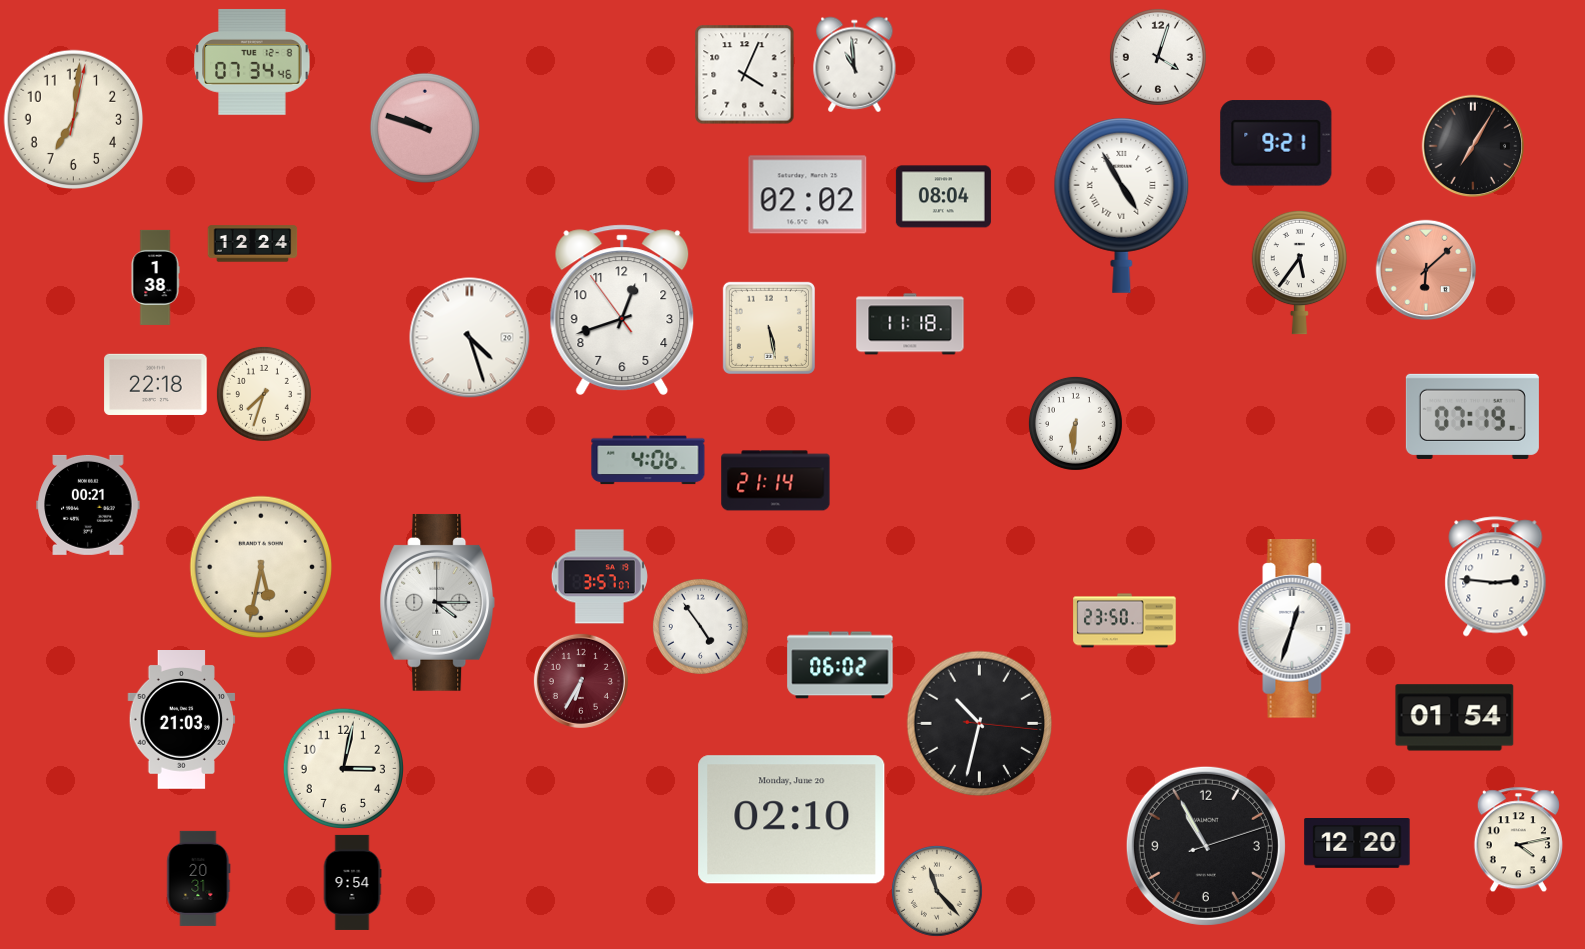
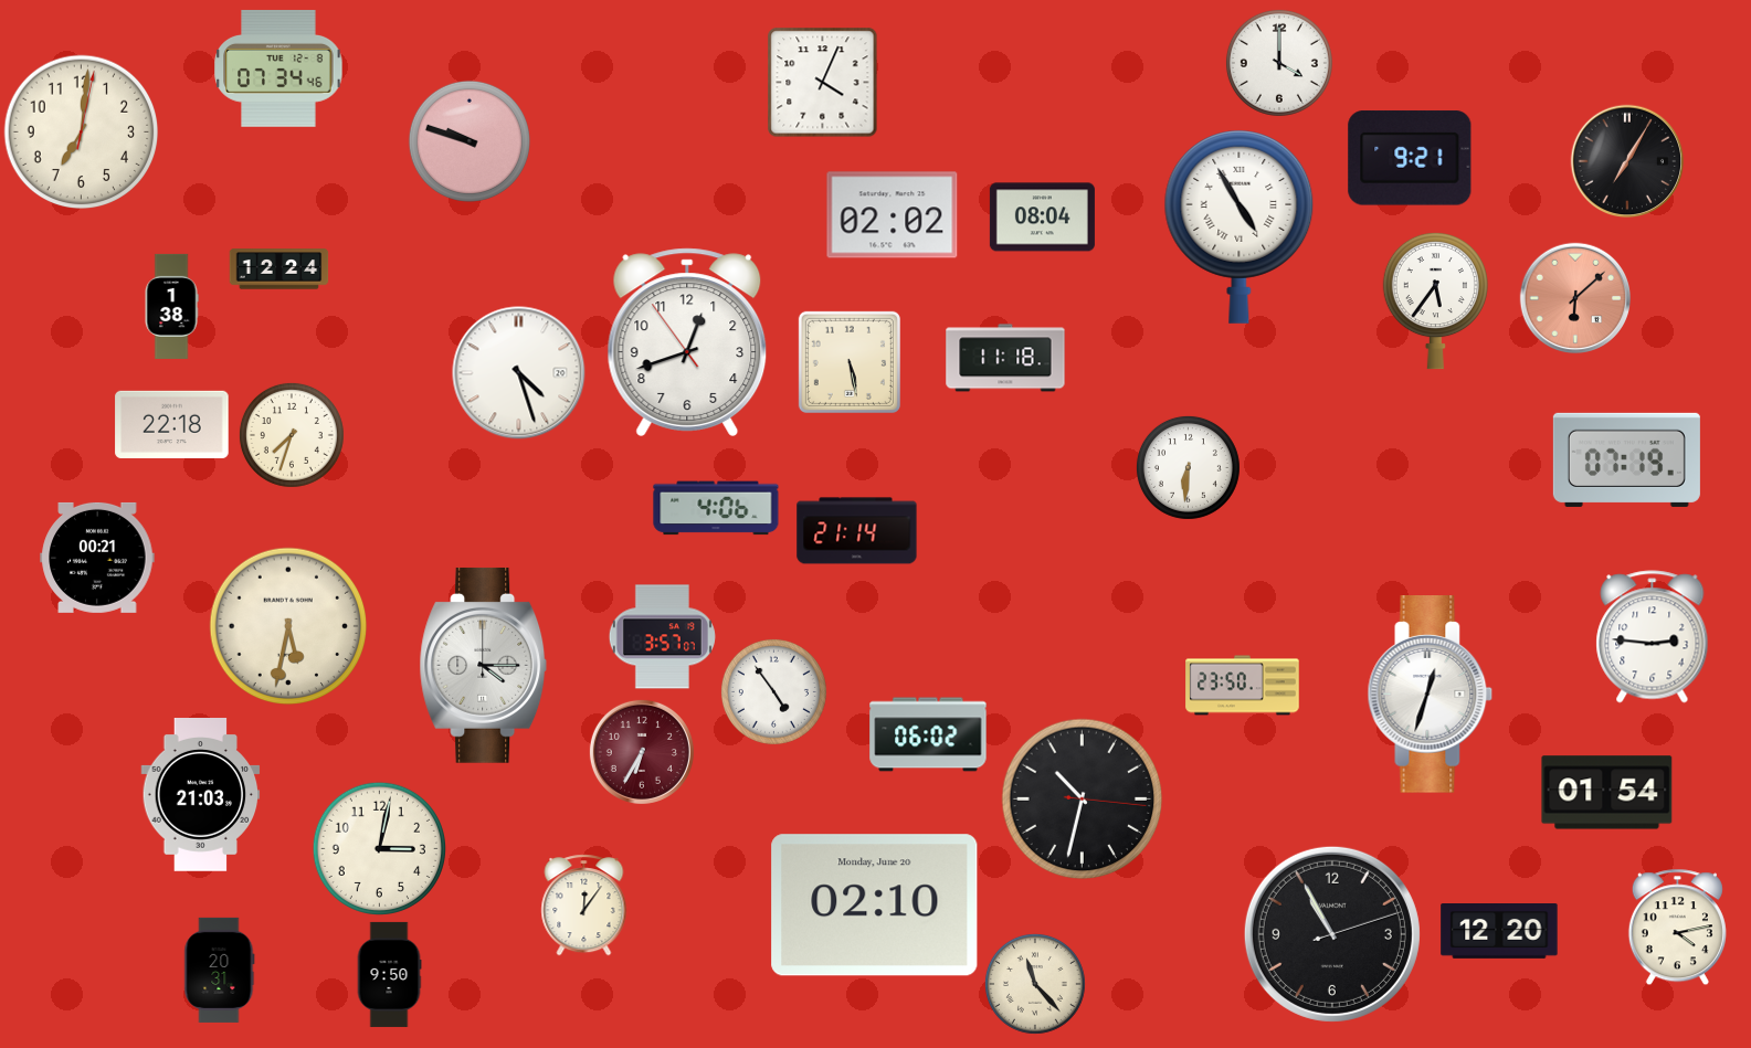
clock at (1158, 57): 4:03 -> 4:00
clock at (855, 65): 10:59 -> none
clock at (584, 906): none -> 12:06
clock at (352, 882): 9:54 -> 9:50
